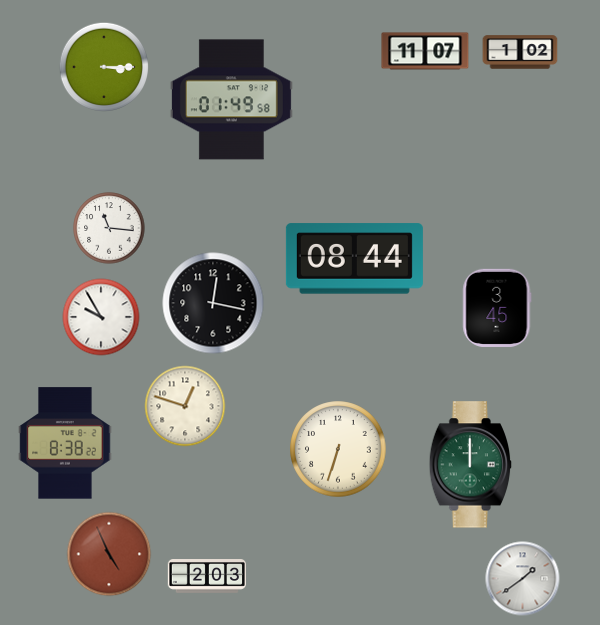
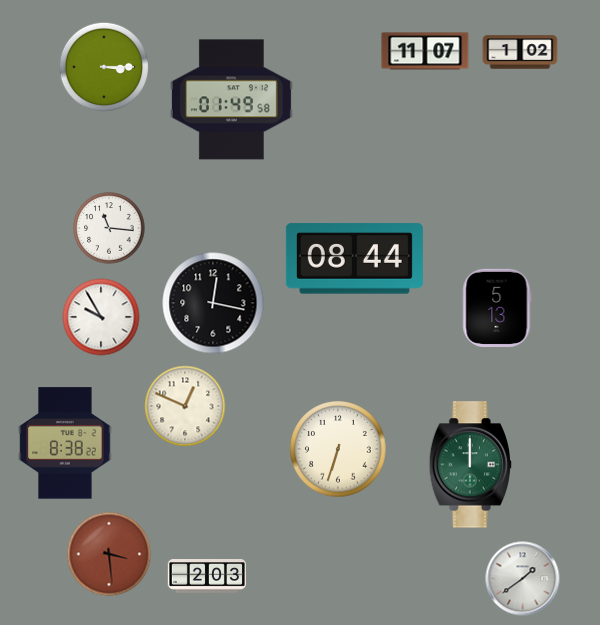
clock at (497, 308): 3:45 -> 5:13
clock at (185, 406): 12:48 -> 12:49
clock at (109, 554): 4:56 -> 3:29
